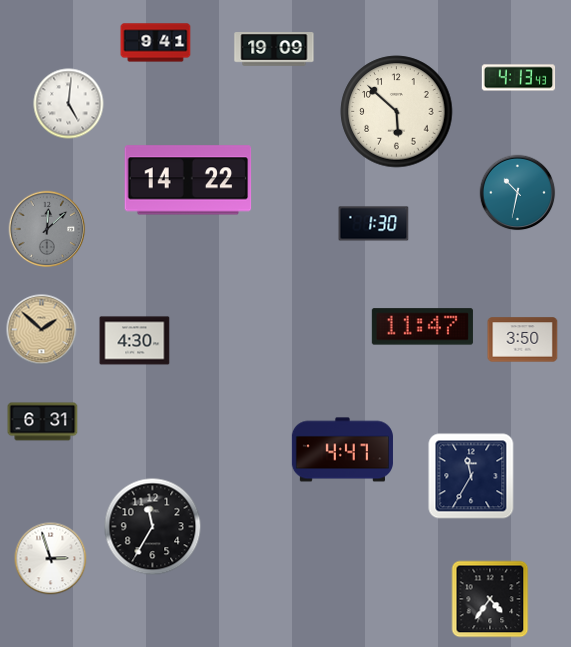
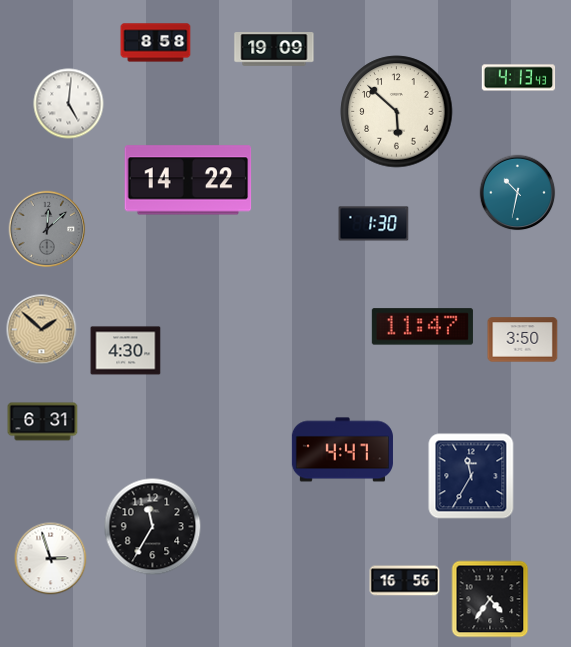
clock at (156, 43): 9:41 -> 8:58
clock at (135, 341) position: (135, 341) -> (126, 351)
clock at (405, 581): none -> 16:56
